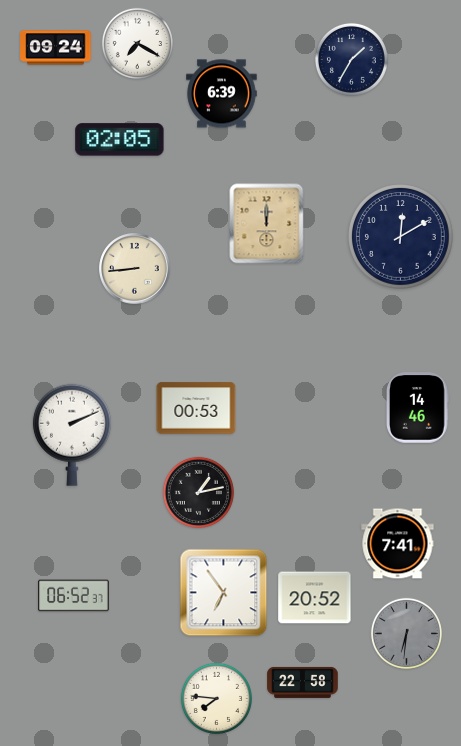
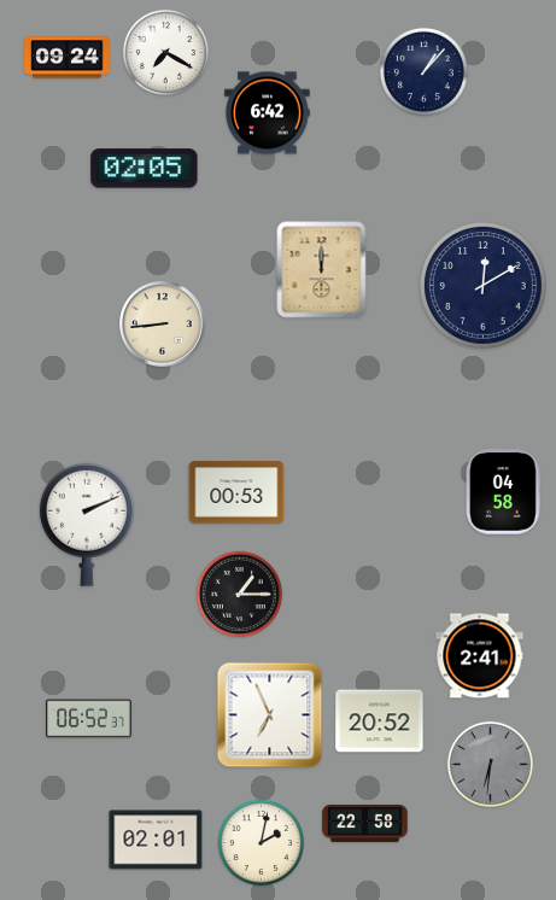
clock at (351, 59): 1:35 -> 1:07
clock at (222, 94): 6:39 -> 6:42
clock at (418, 408): 14:46 -> 04:58
clock at (198, 492): 1:13 -> 1:15
clock at (398, 544): 7:41 -> 2:41
clock at (224, 593): 6:54 -> 6:56
clock at (156, 840): none -> 02:01
clock at (216, 698): 7:46 -> 2:02
